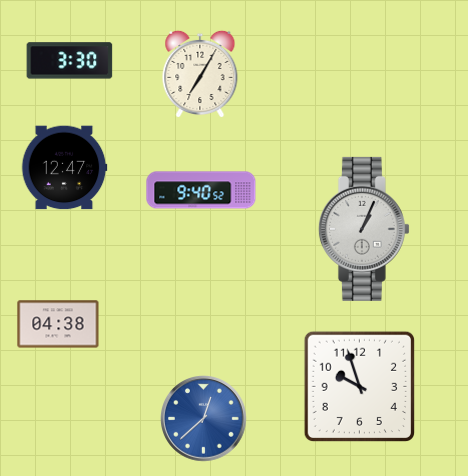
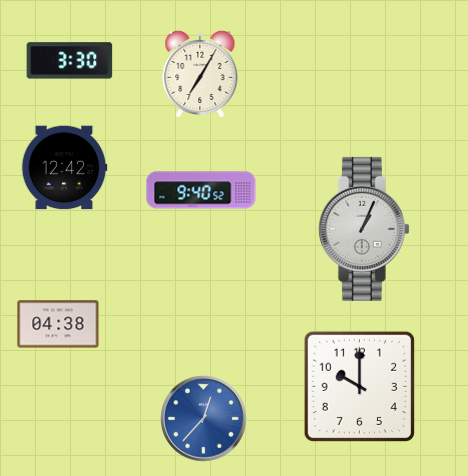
clock at (64, 168): 12:47 -> 12:42
clock at (359, 386): 9:57 -> 10:00
clock at (204, 419): 12:38 -> 12:37
